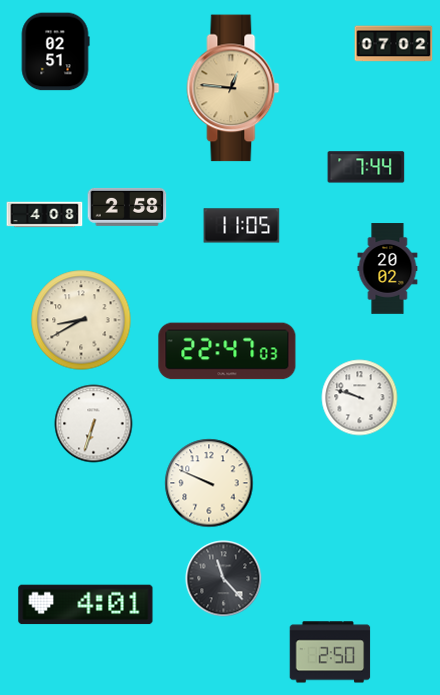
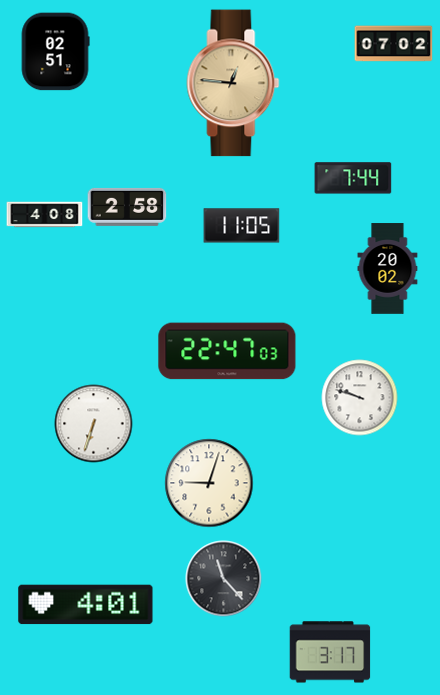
clock at (233, 88) position: (233, 88) -> (233, 83)
clock at (366, 167) position: (366, 167) -> (353, 178)
clock at (81, 320): 8:40 -> none
clock at (209, 483): 9:49 -> 9:03
clock at (330, 652): 2:50 -> 3:17
